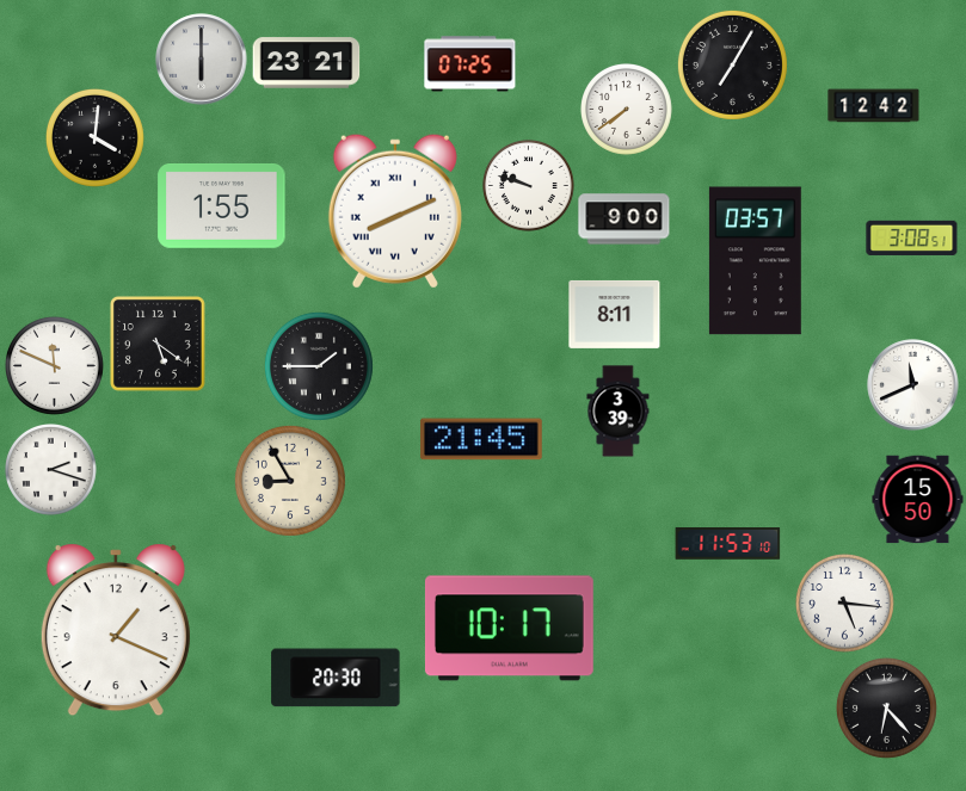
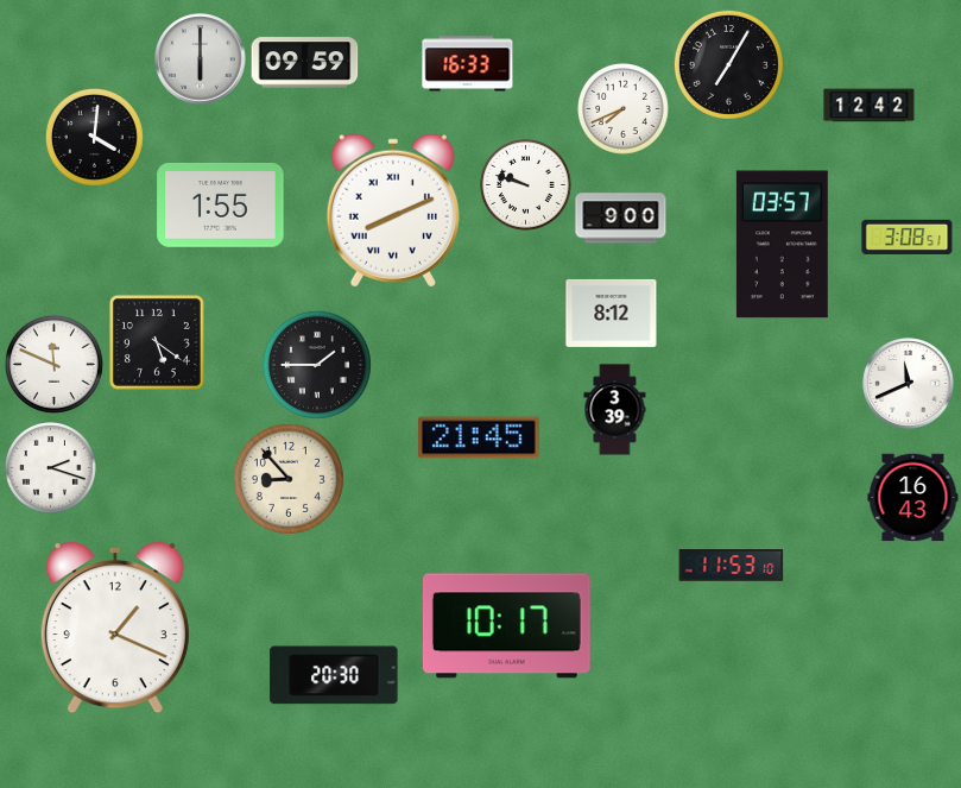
clock at (307, 63): 23:21 -> 09:59
clock at (470, 64): 07:25 -> 16:33
clock at (627, 110): 7:39 -> 7:41
clock at (755, 261) position: (755, 261) -> (782, 245)
clock at (615, 314): 8:11 -> 8:12
clock at (290, 481): 8:55 -> 8:53
clock at (918, 500): 15:50 -> 16:43
clock at (728, 544) position: (728, 544) -> (732, 566)
clock at (844, 602): 5:16 -> none
clock at (886, 707): 6:23 -> none
